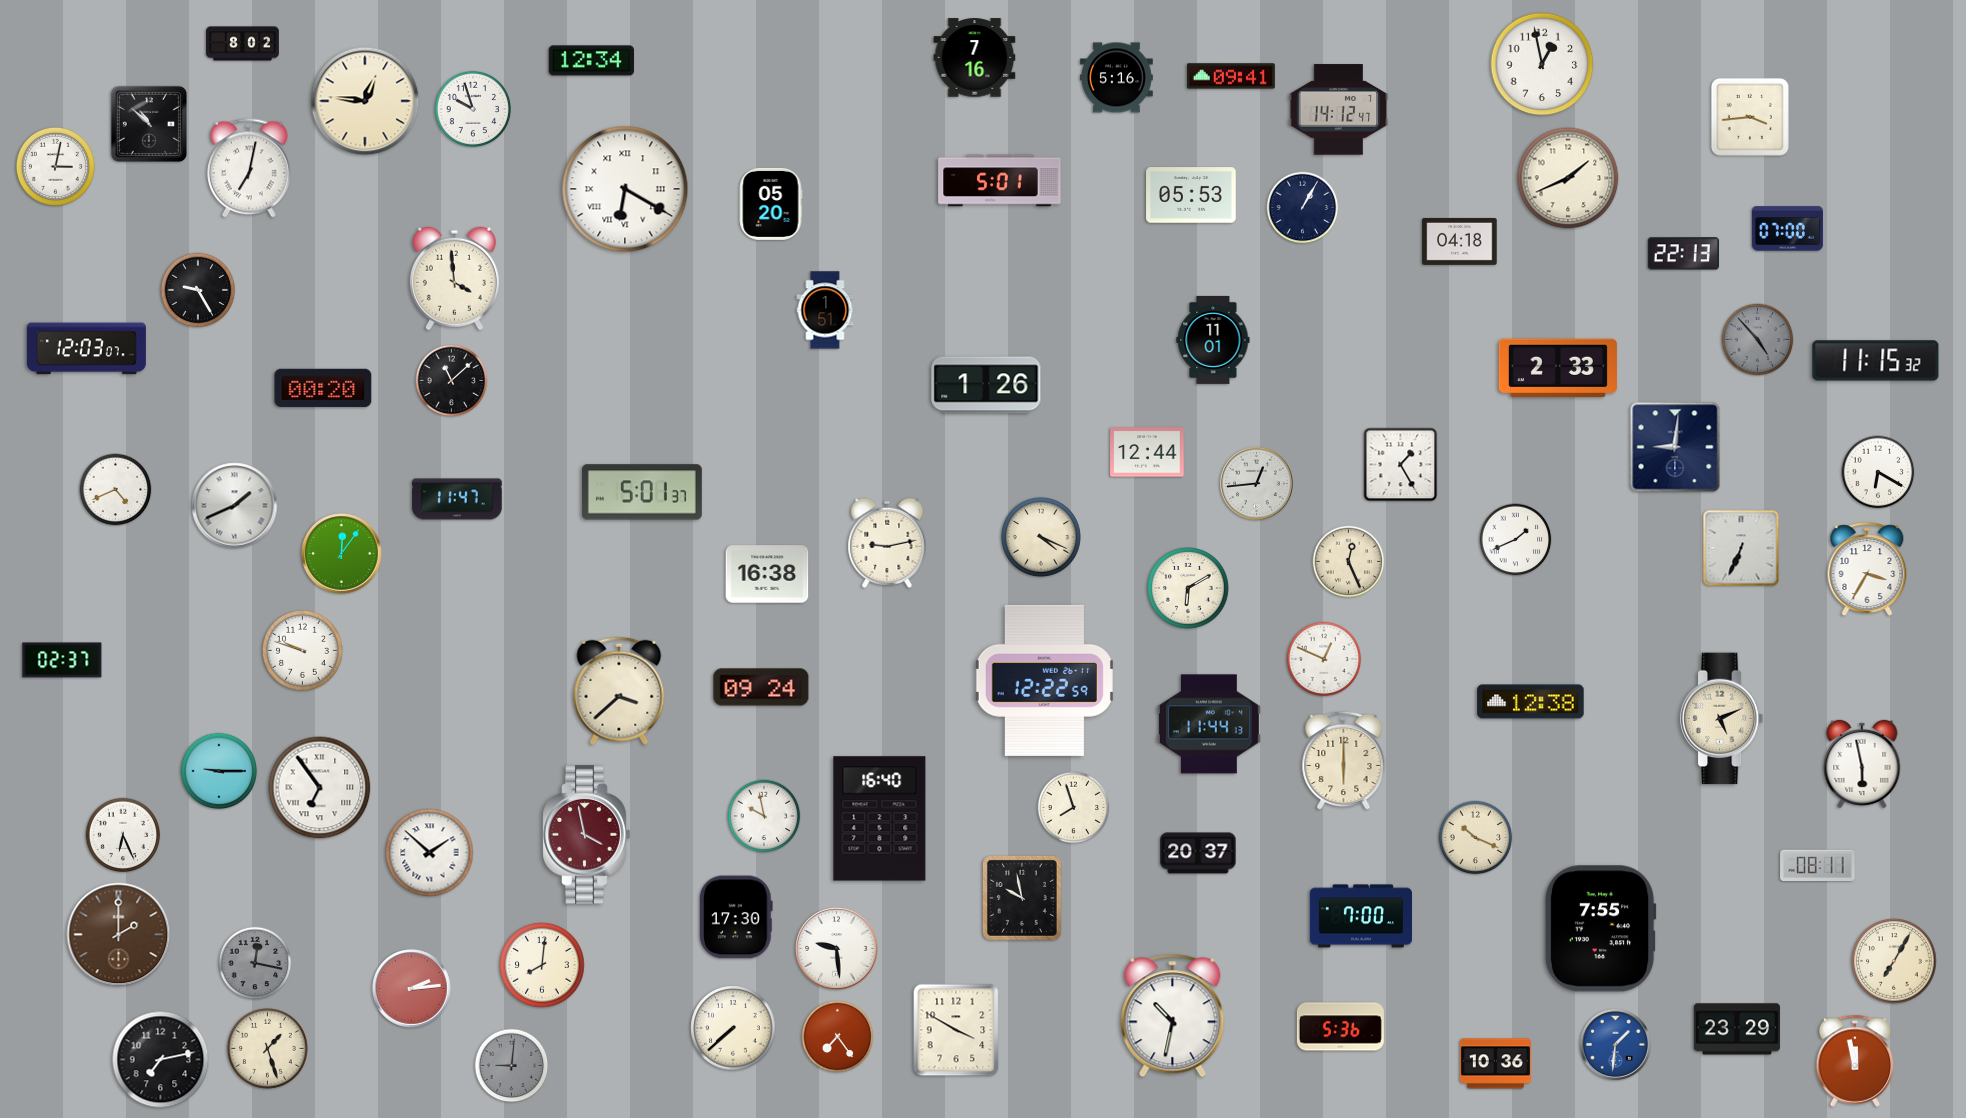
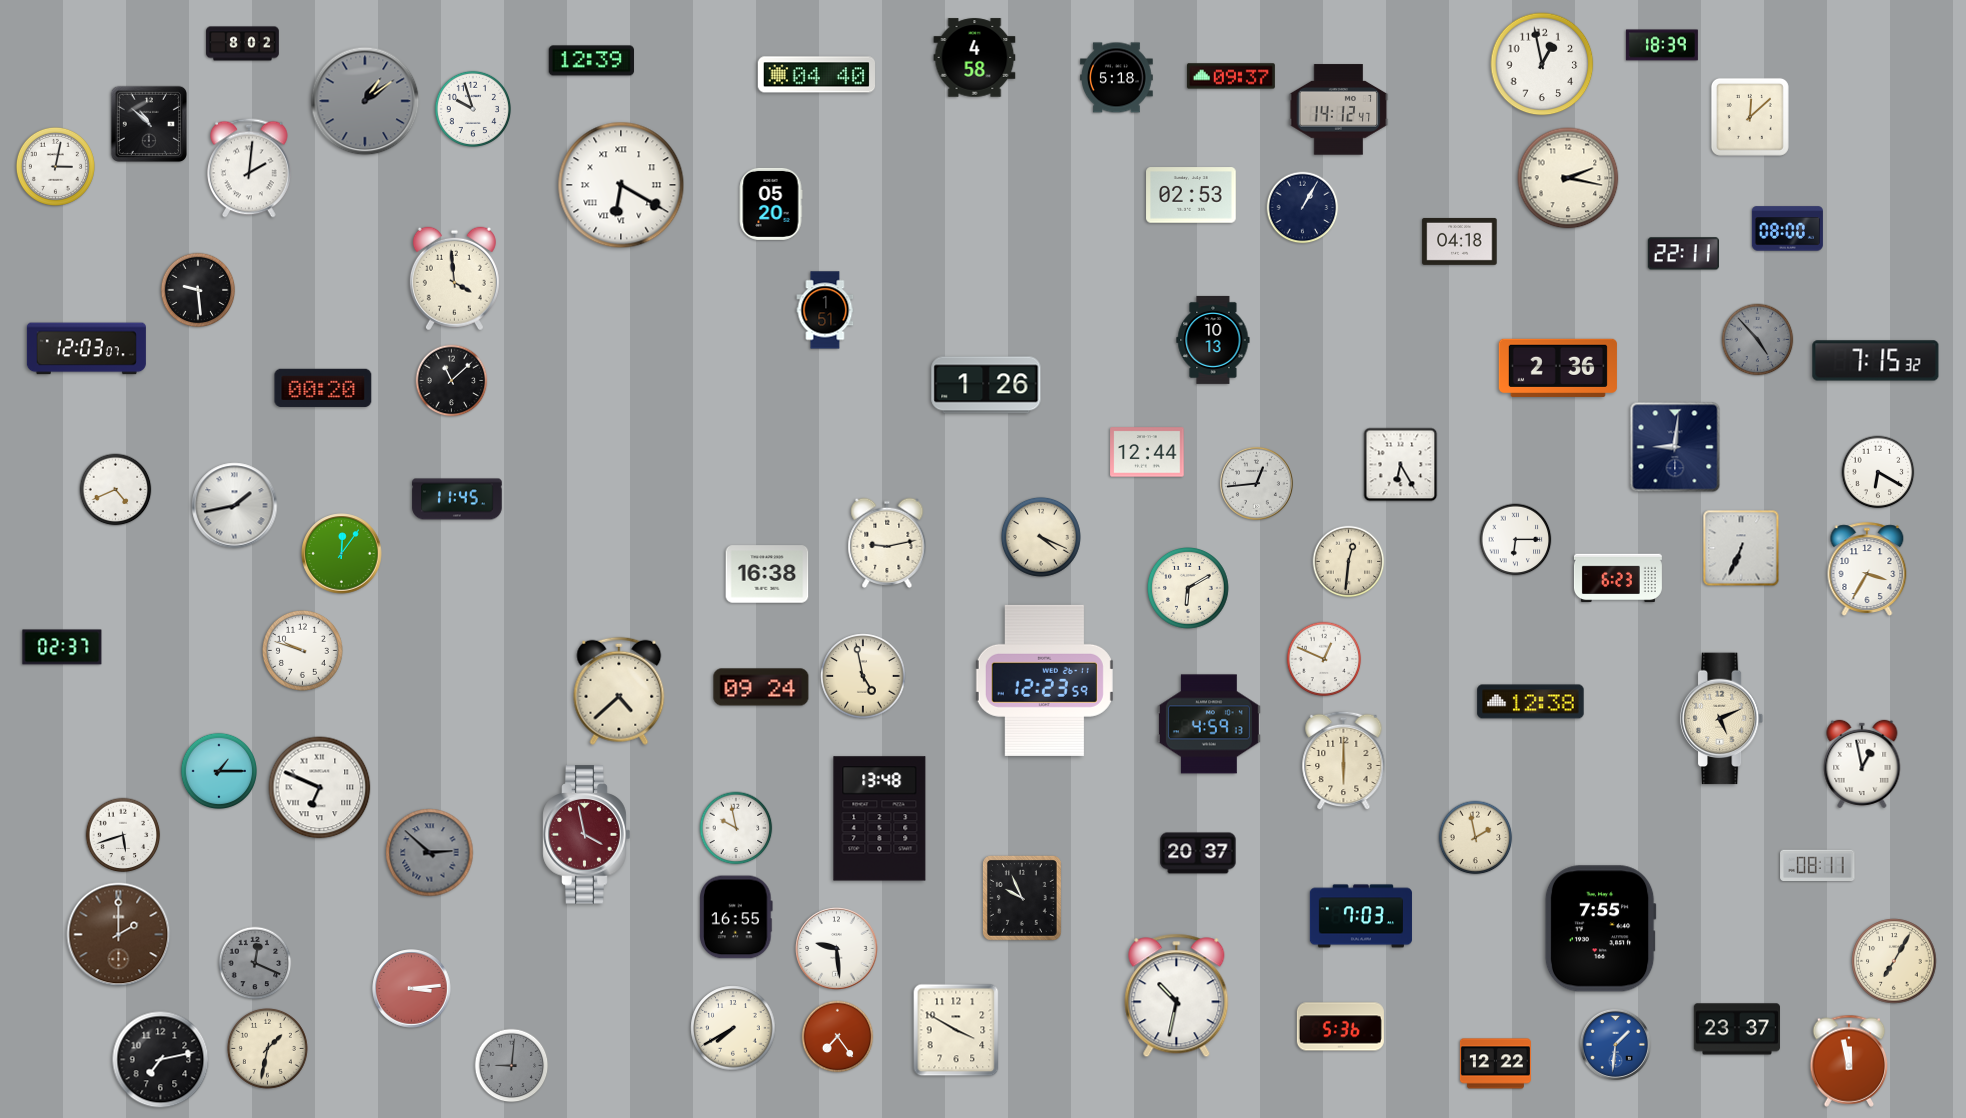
clock at (1662, 45): none -> 18:39
clock at (975, 58): 7:16 -> 4:58
clock at (591, 61): 12:34 -> 12:39
clock at (816, 75): none -> 04:40
clock at (1231, 76): 09:41 -> 09:37
clock at (1117, 78): 5:16 -> 5:18
clock at (365, 101): 12:46 -> 1:09
clock at (365, 101) dial: cream -> grey
clock at (1750, 117): 3:44 -> 12:08
clock at (249, 168): 7:02 -> 2:01
clock at (1568, 178): 1:41 -> 2:17
clock at (1000, 181): 5:01 -> none
clock at (625, 189) position: (625, 189) -> (621, 185)
clock at (1191, 195): 05:53 -> 02:53
clock at (1787, 229): 07:00 -> 08:00
clock at (1683, 254): 22:13 -> 22:11
clock at (198, 290): 9:25 -> 9:29
clock at (1213, 340): 11:01 -> 10:13
clock at (1876, 361): 11:15 -> 7:15
clock at (1558, 367): 2:33 -> 2:36
clock at (1401, 465): 1:25 -> 6:25
clock at (642, 492): 5:01 -> none
clock at (457, 499): 11:47 -> 11:45
clock at (235, 506): 1:41 -> 1:43
clock at (1516, 540): 1:41 -> 6:15
clock at (1349, 562): 12:26 -> 12:31
clock at (1618, 578): none -> 6:23
clock at (62, 660) position: (62, 660) -> (62, 647)
clock at (863, 676): none -> 4:58
clock at (1044, 680): 12:22 -> 12:23
clock at (619, 691): 3:38 -> 4:38
clock at (1209, 724): 11:44 -> 4:59
clock at (1862, 764): 5:58 -> 12:58
clock at (218, 770): 9:15 -> 1:15
clock at (320, 788): 6:54 -> 6:49
clock at (1074, 808): 7:57 -> none
clock at (764, 816) position: (764, 816) -> (736, 828)
clock at (880, 819): 16:40 -> 13:48
clock at (123, 835): 6:26 -> 5:42
clock at (1476, 838): 10:19 -> 1:58
clock at (430, 853): 1:52 -> 2:52
clock at (430, 853) dial: white -> grey
clock at (1022, 898): 9:58 -> 9:56
clock at (1361, 916): 7:00 -> 7:03
clock at (736, 917): 17:30 -> 16:55
clock at (255, 963): 12:17 -> 12:19
clock at (542, 965): 8:01 -> none
clock at (412, 989): 2:14 -> 3:14
clock at (1173, 1016) position: (1173, 1016) -> (1177, 996)
clock at (733, 1028): 7:38 -> 7:40
clock at (1737, 1029): 23:29 -> 23:37
clock at (267, 1048): 1:27 -> 1:32
clock at (1855, 1061) position: (1855, 1061) -> (1849, 1061)
clock at (1495, 1064): 10:36 -> 12:22
